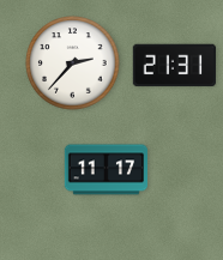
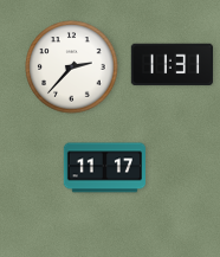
clock at (73, 64) position: (73, 64) -> (72, 68)
clock at (174, 66): 21:31 -> 11:31
